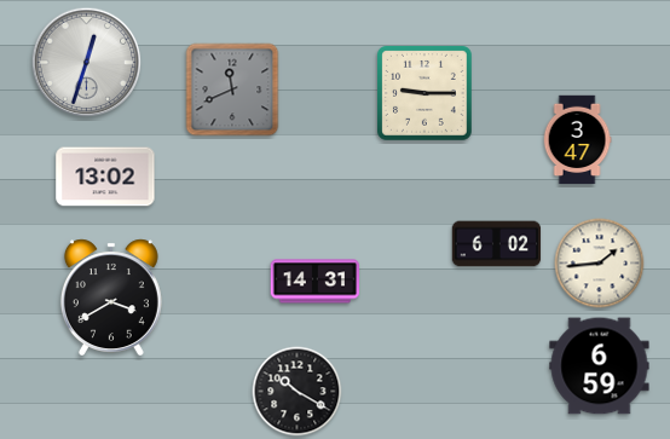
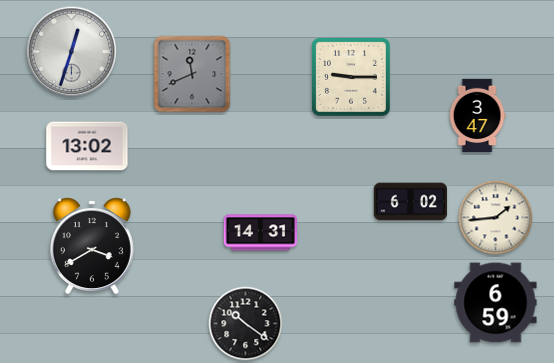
clock at (298, 392): 10:20 -> 10:21
